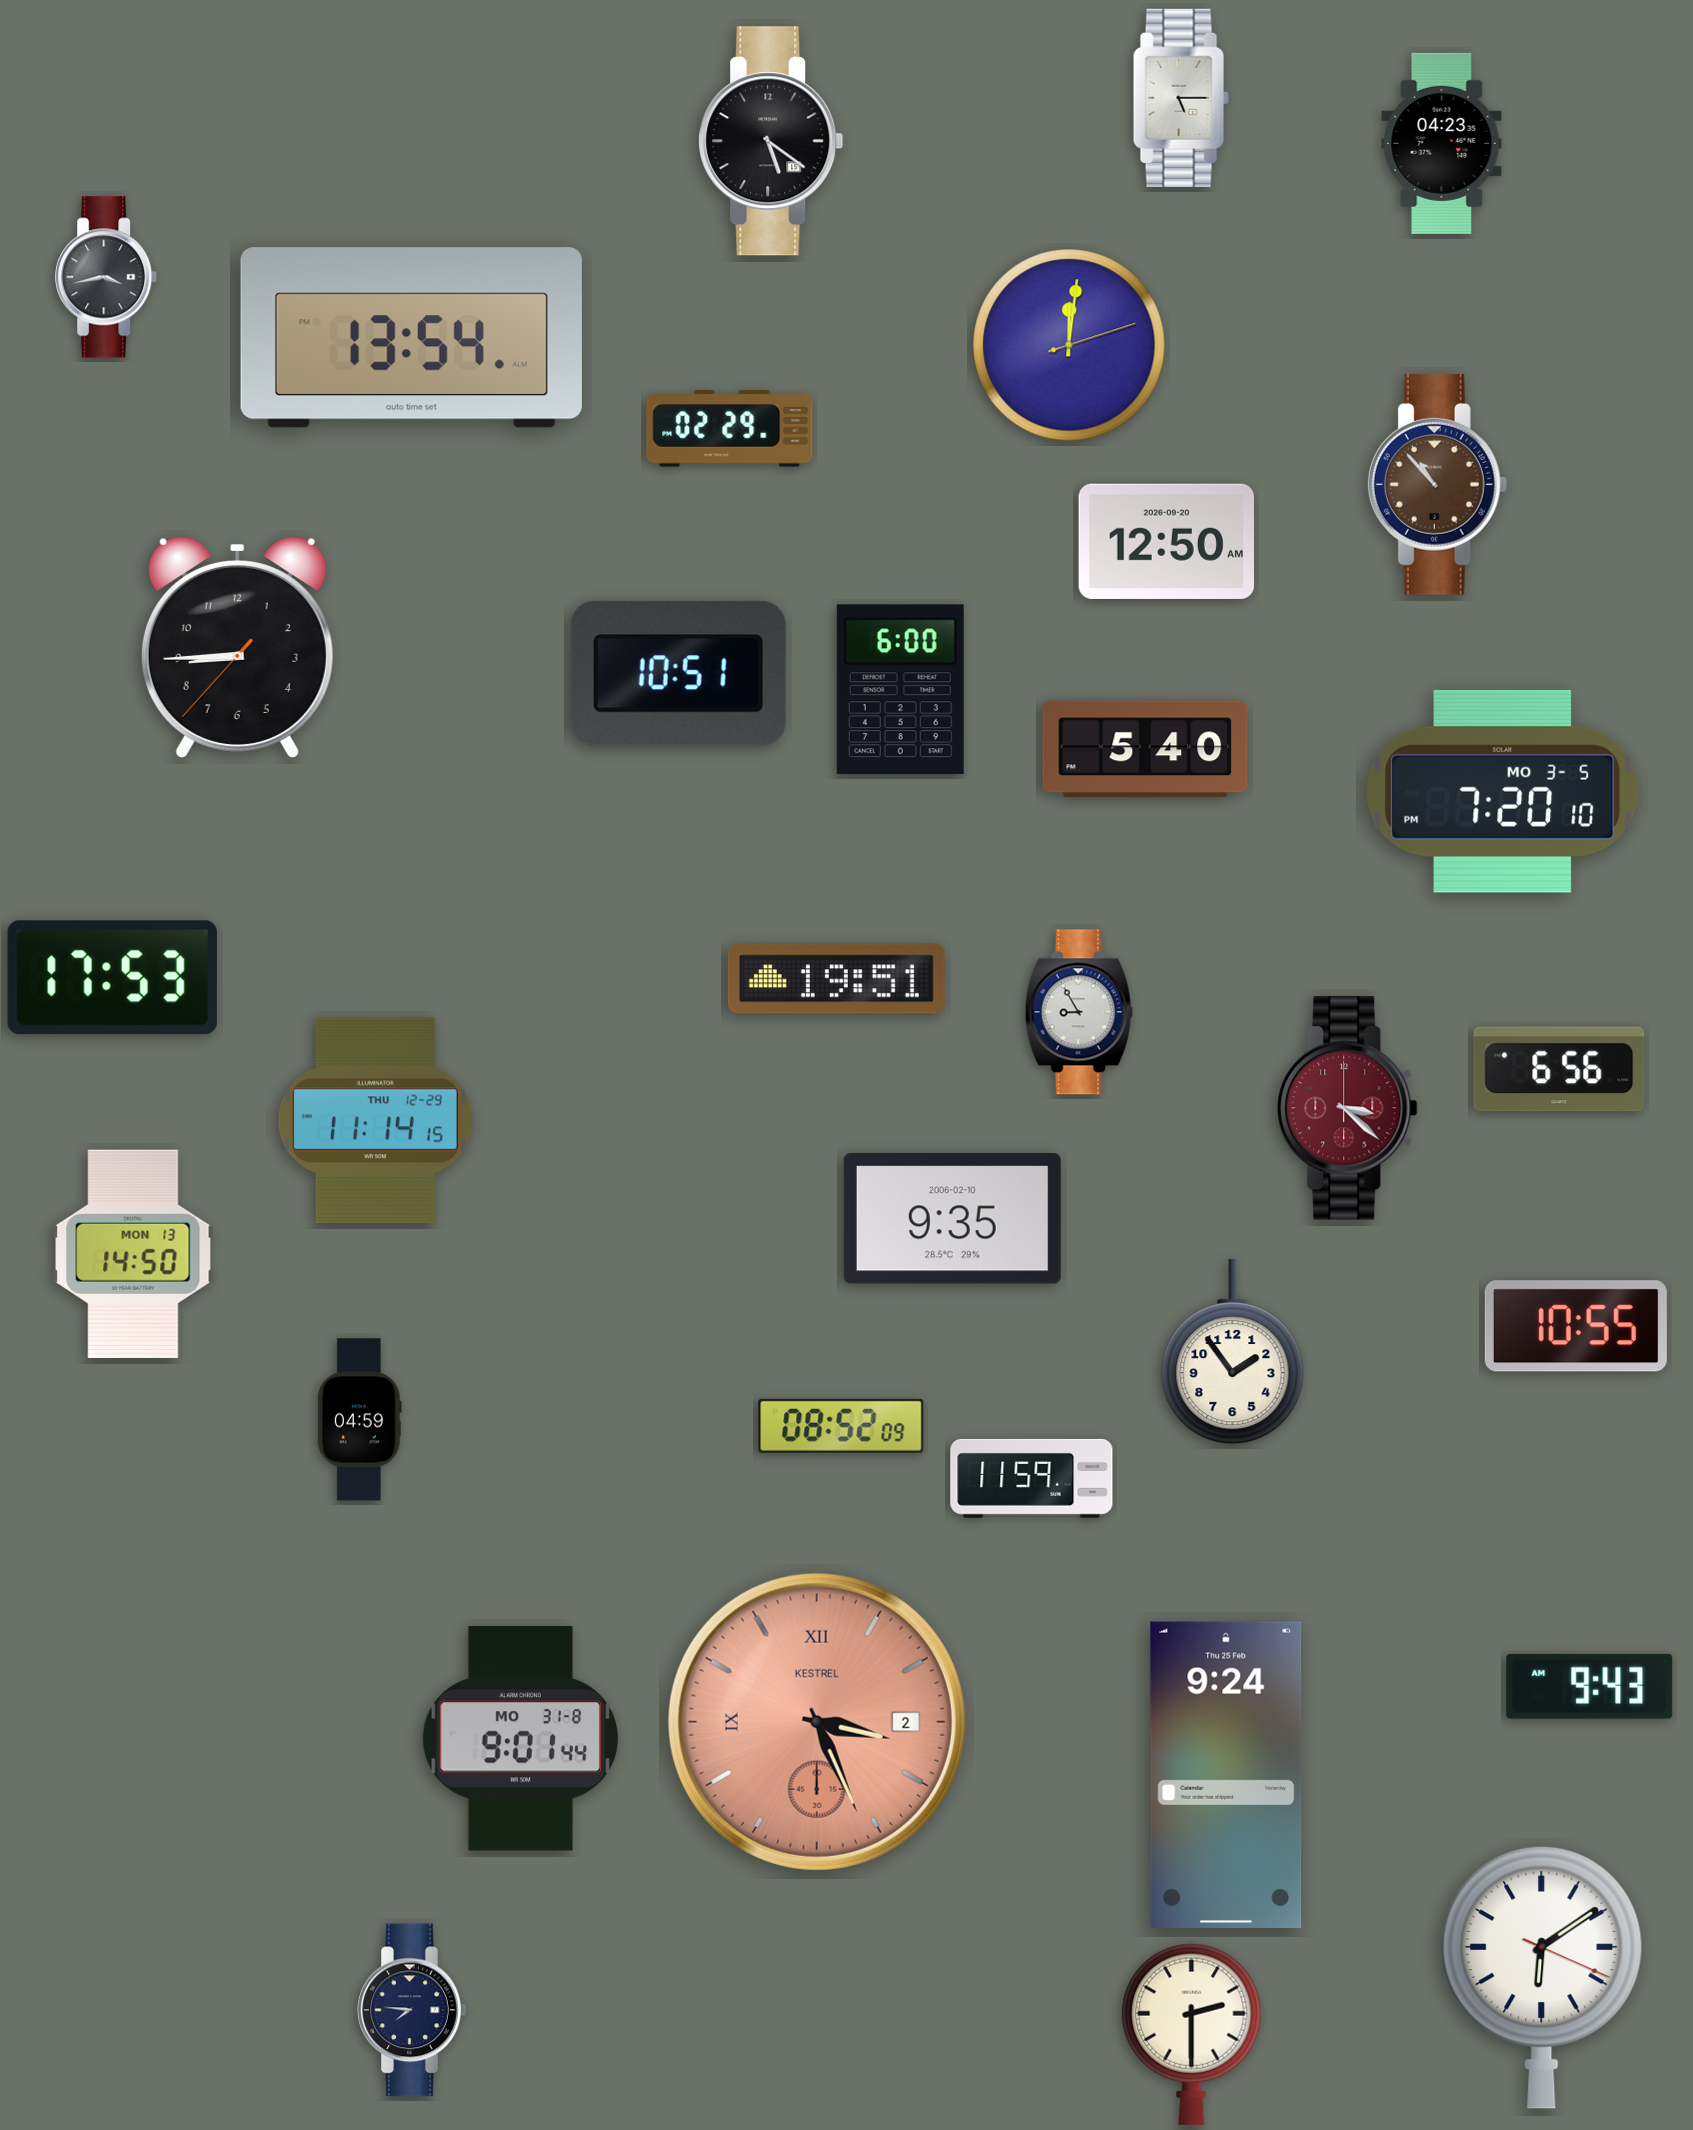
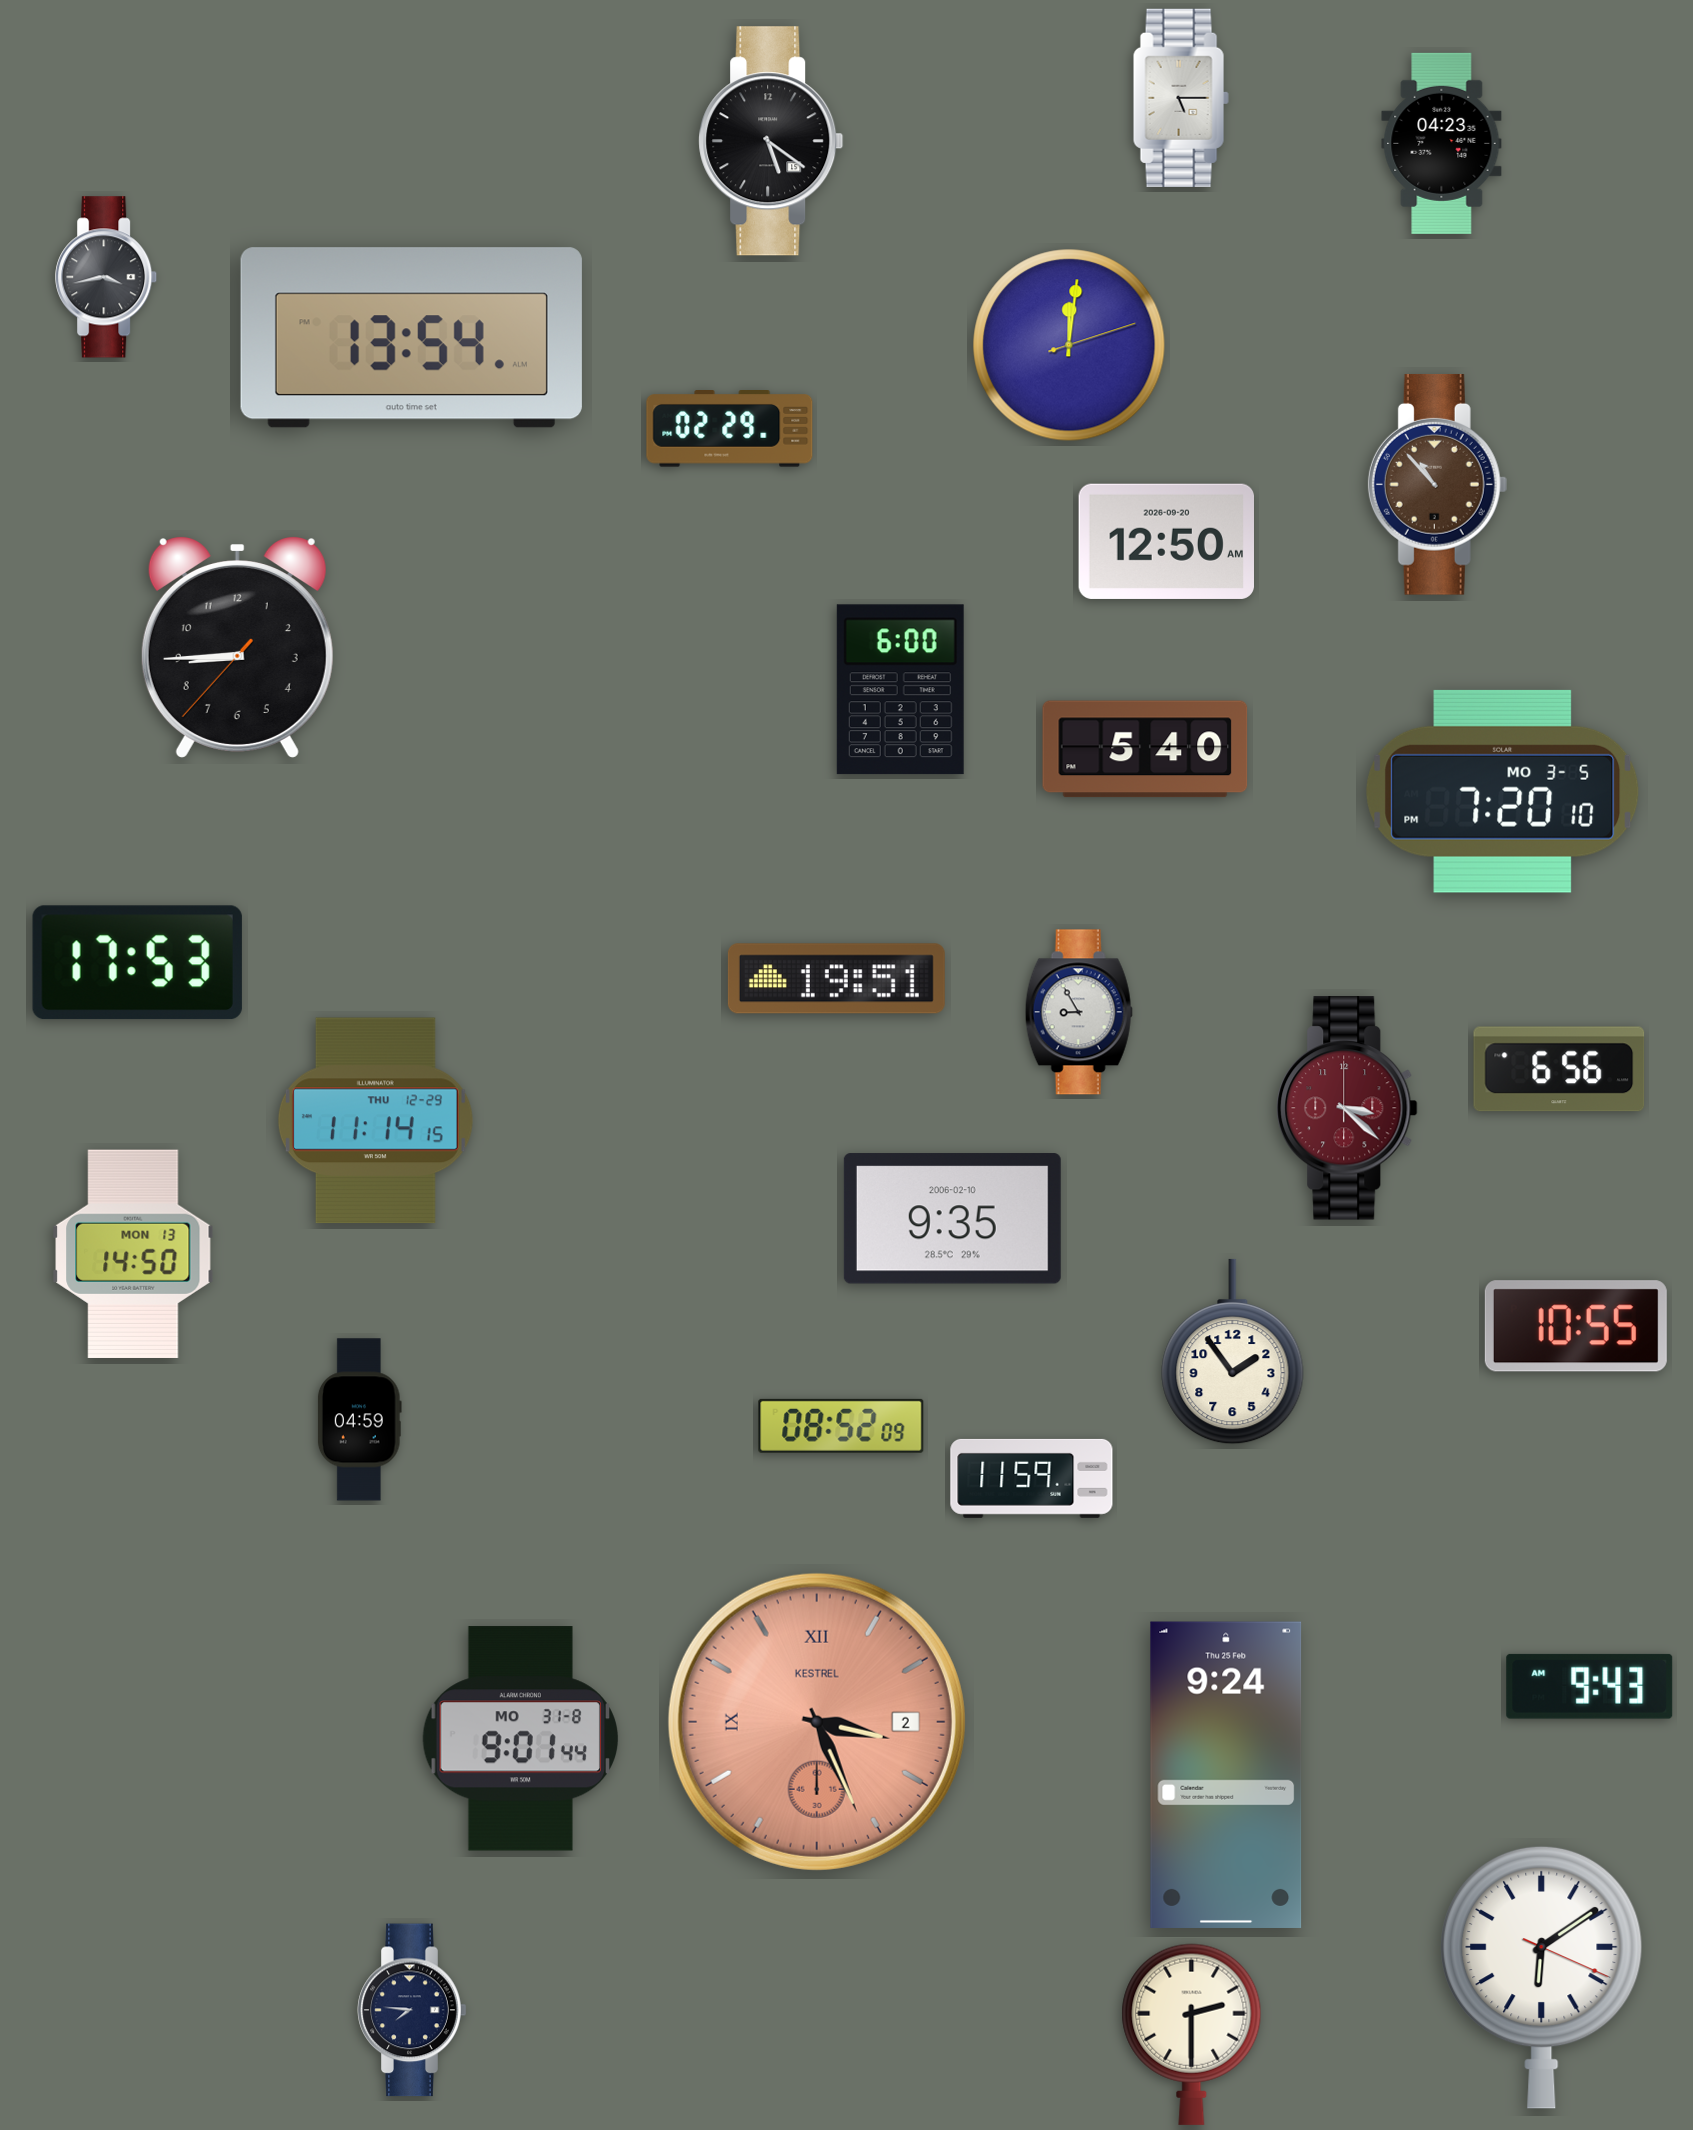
clock at (678, 673): 10:51 -> none
clock at (112, 978) position: (112, 978) -> (137, 963)
